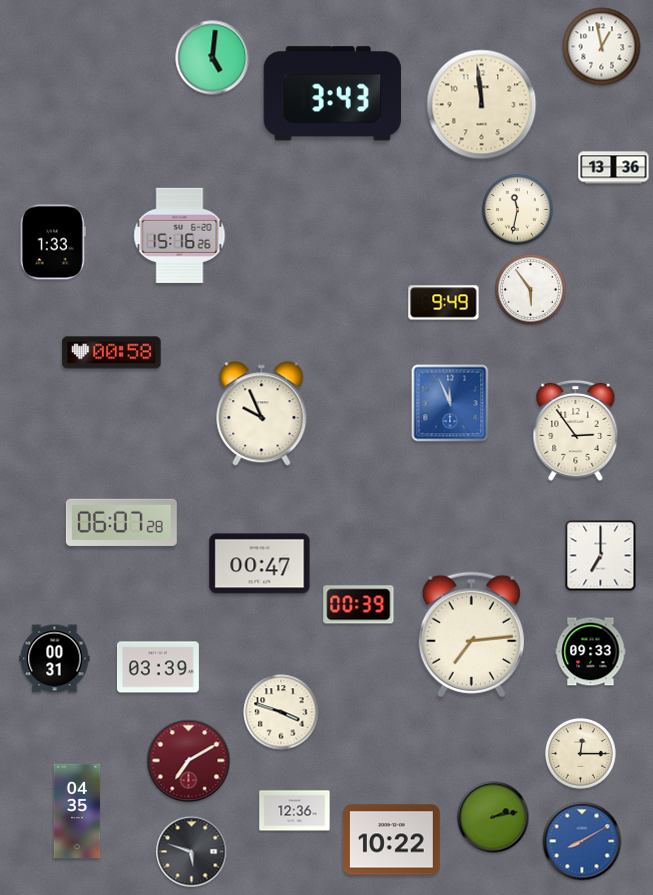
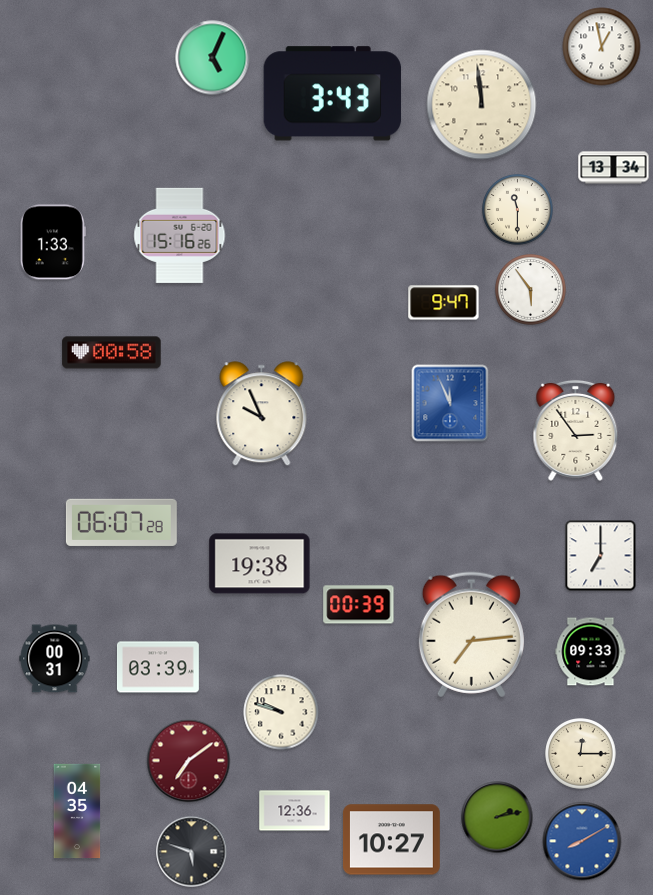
clock at (213, 58): 5:01 -> 5:04
clock at (614, 168): 13:36 -> 13:34
clock at (518, 210): 11:32 -> 11:30
clock at (444, 303): 9:49 -> 9:47
clock at (260, 564): 00:47 -> 19:38
clock at (281, 712): 3:48 -> 9:48
clock at (189, 761): 7:10 -> 7:09
clock at (493, 817) position: (493, 817) -> (497, 817)
clock at (391, 840): 10:22 -> 10:27
